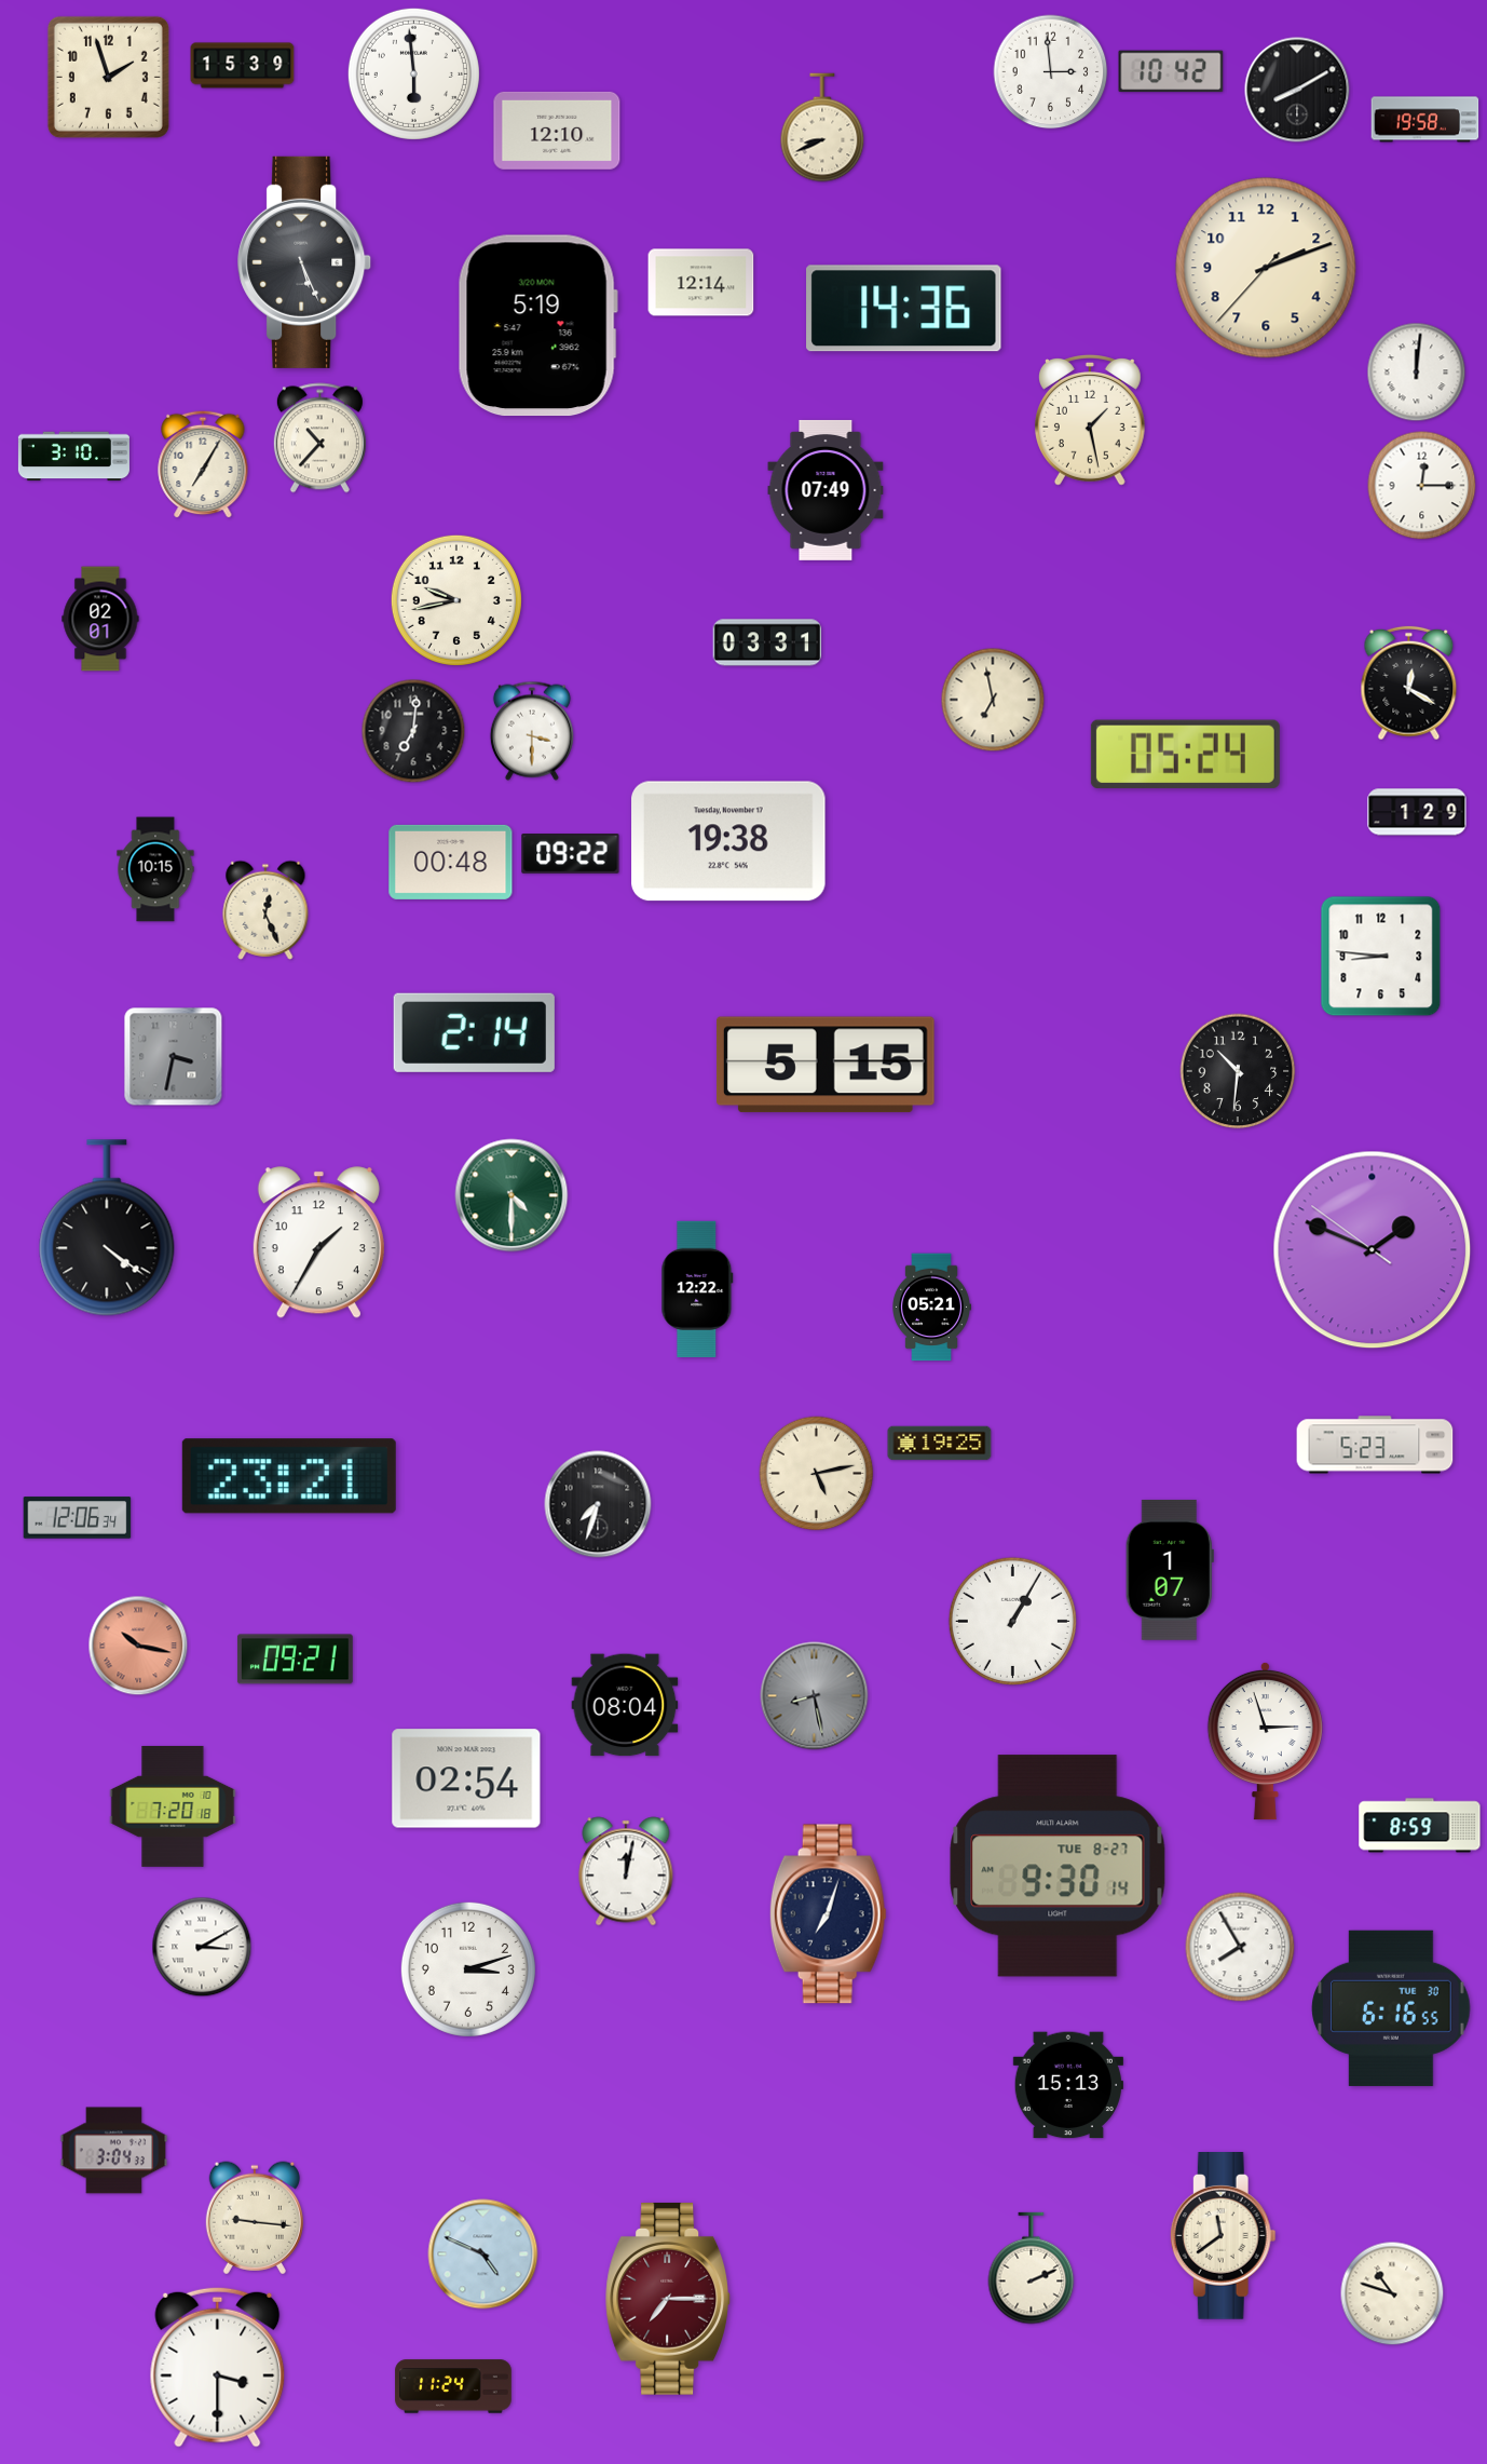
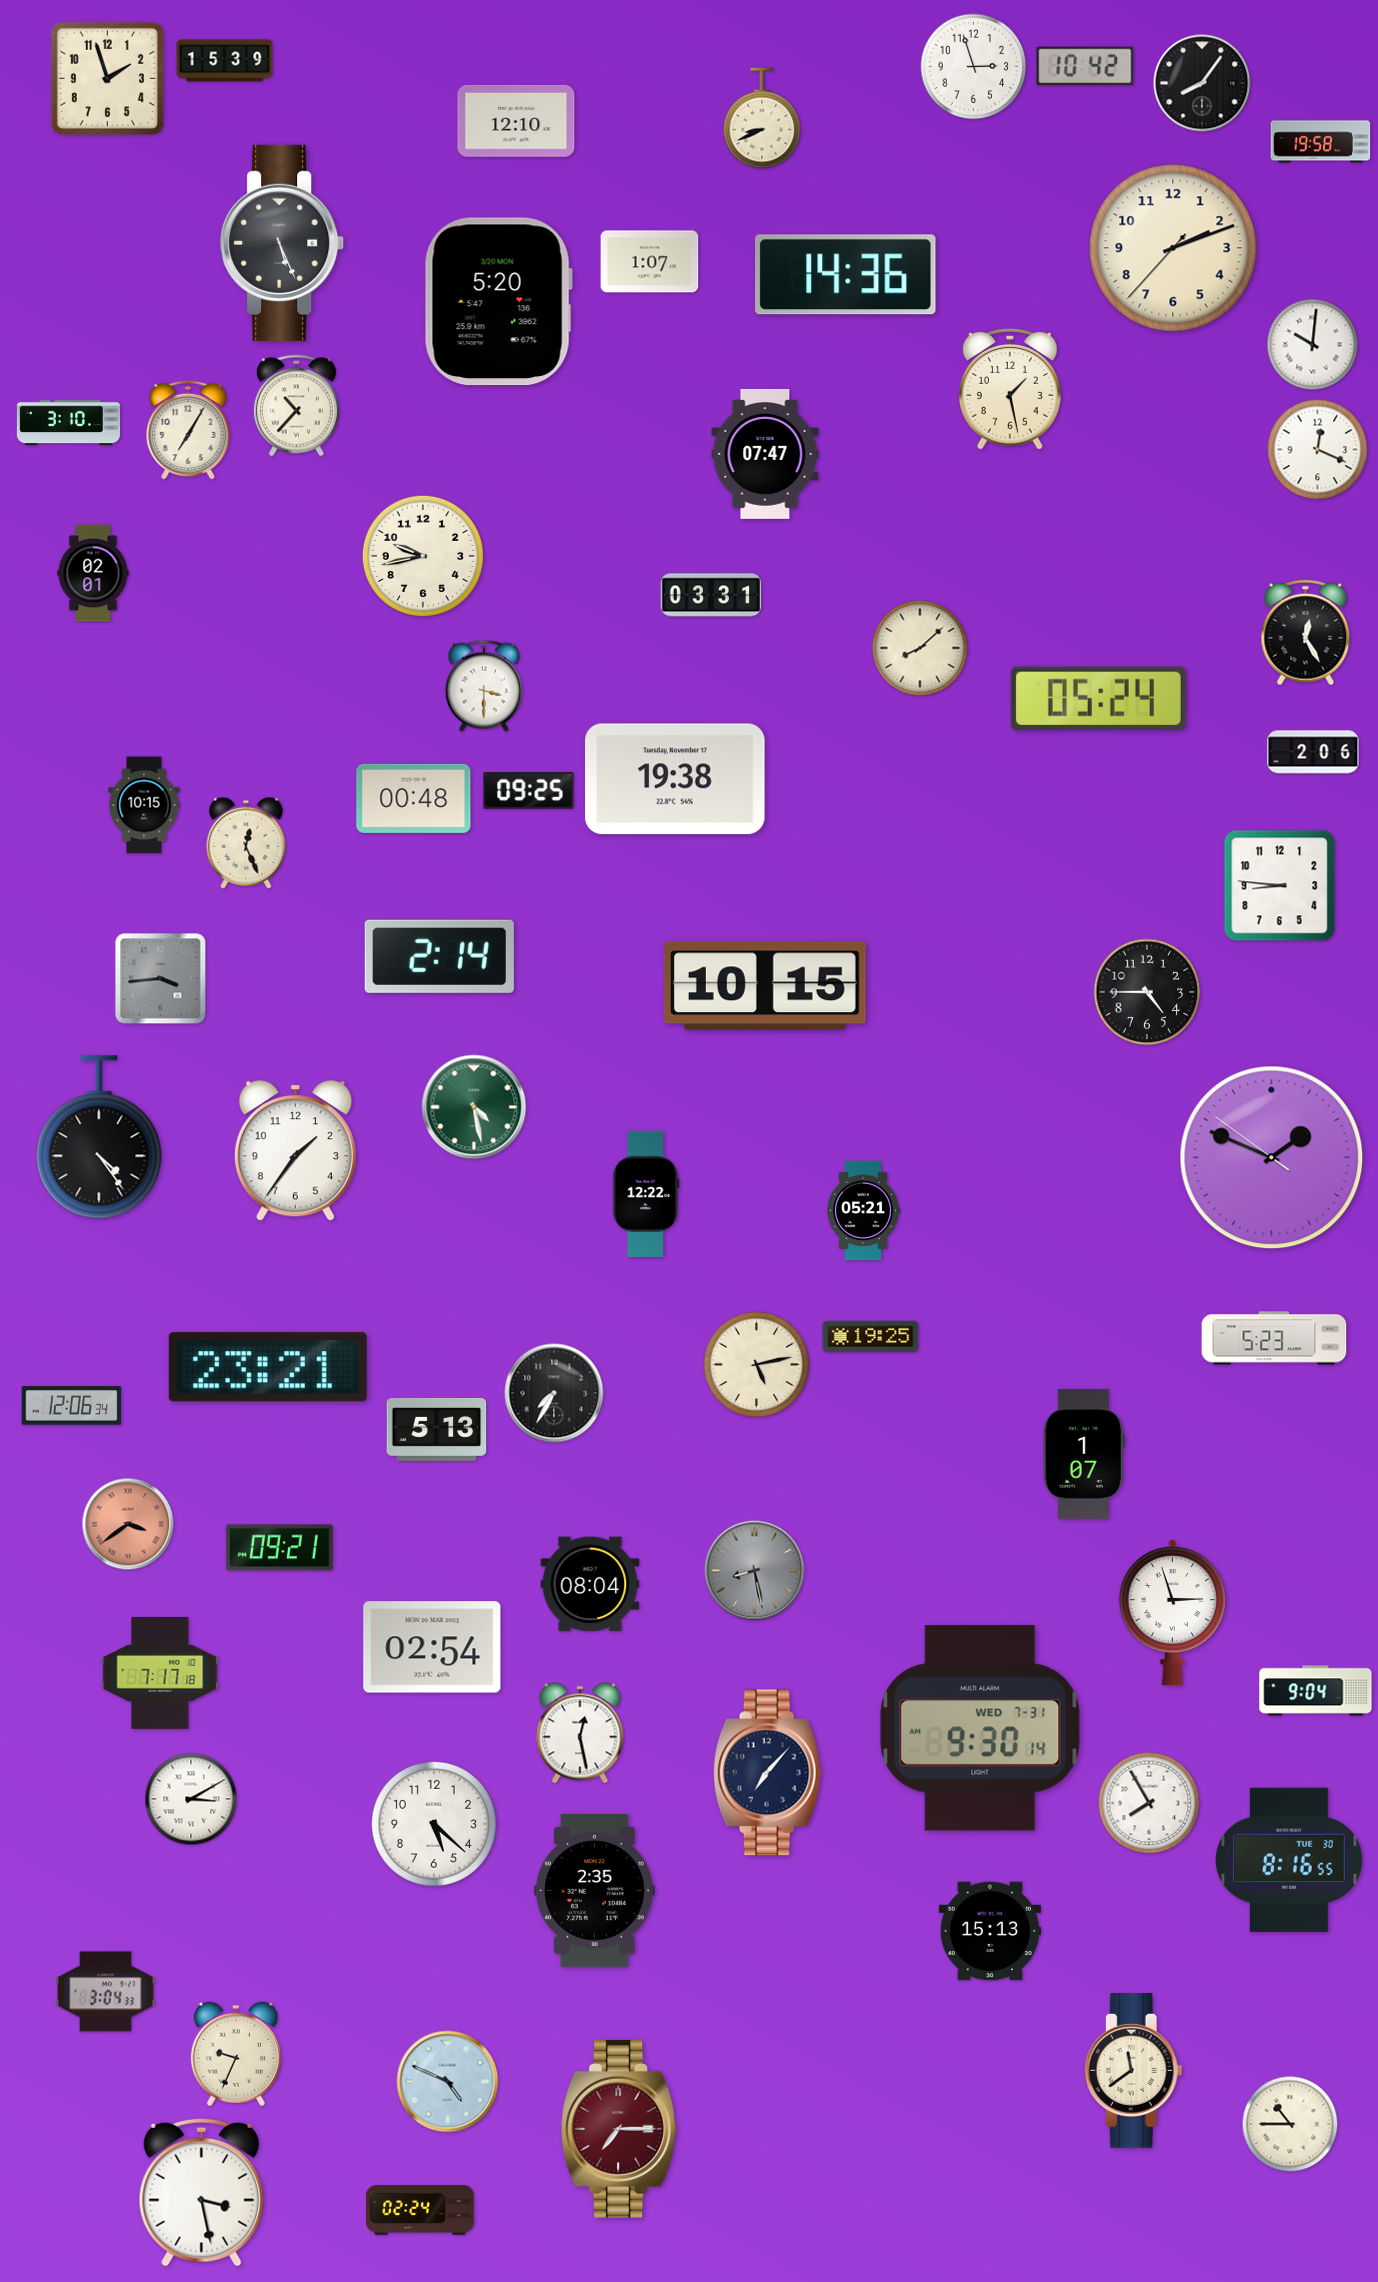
clock at (1051, 72): 2:59 -> 2:57
clock at (413, 73): 5:59 -> none
clock at (108, 77) position: (108, 77) -> (107, 78)
clock at (1297, 90): 8:10 -> 8:06
clock at (1425, 120) position: (1425, 120) -> (1321, 142)
clock at (701, 283): 12:14 -> 1:07
clock at (904, 309) position: (904, 309) -> (846, 275)
clock at (537, 326): 5:19 -> 5:20
clock at (1417, 373): 12:01 -> 10:01
clock at (1422, 486): 12:15 -> 12:19
clock at (826, 490): 07:49 -> 07:47
clock at (1409, 683): 12:20 -> 12:25
clock at (993, 700): 6:58 -> 8:08
clock at (413, 731): 7:01 -> none
clock at (532, 731) position: (532, 731) -> (484, 686)
clock at (1417, 812): 1:29 -> 2:06
clock at (571, 854): 09:22 -> 09:25
clock at (451, 862) position: (451, 862) -> (414, 798)
clock at (174, 1057): 3:32 -> 3:44
clock at (826, 1065): 5:15 -> 10:15
clock at (1238, 1071): 10:31 -> 4:45
clock at (511, 1195): 4:30 -> 4:28
clock at (107, 1228): 4:21 -> 4:24
clock at (318, 1243): 1:35 -> 1:36
clock at (598, 1504): 7:33 -> 7:35
clock at (437, 1429): none -> 5:13
clock at (1012, 1621): 1:05 -> none
clock at (138, 1646): 10:17 -> 3:39
clock at (295, 1660) position: (295, 1660) -> (279, 1548)
clock at (625, 1705) position: (625, 1705) -> (590, 1584)
clock at (173, 1806): 7:20 -> 7:17
clock at (1420, 1826): 8:59 -> 9:04
clock at (1058, 1866) date: TUE 8-27 -> WED 7-31
clock at (626, 1871): 12:02 -> 12:28
clock at (828, 1914): 7:03 -> 7:07
clock at (202, 1947) position: (202, 1947) -> (191, 1799)
clock at (468, 1969): 3:12 -> 5:22
clock at (1391, 2008): 6:16 -> 8:16
clock at (595, 1890): none -> 2:35
clock at (255, 2218): 9:16 -> 9:34
clock at (483, 2255) position: (483, 2255) -> (448, 2082)
clock at (1032, 2269): 2:11 -> none
clock at (1392, 2293): 10:48 -> 10:45
clock at (218, 2367): 3:30 -> 3:28
clock at (453, 2386): 11:24 -> 02:24
